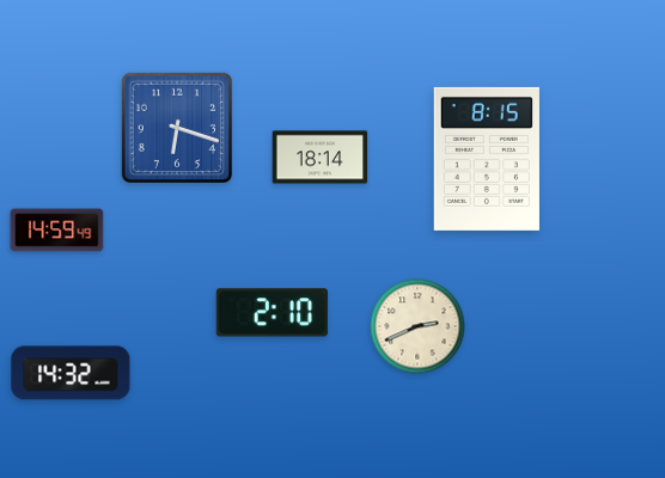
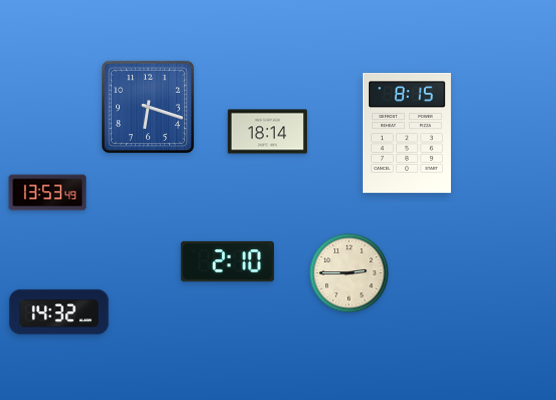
clock at (57, 231): 14:59 -> 13:53
clock at (417, 326): 2:41 -> 2:45
